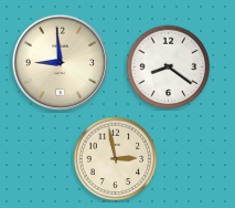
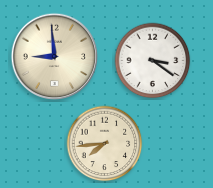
clock at (169, 67): 8:21 -> 3:21
clock at (116, 159): 2:58 -> 7:44
